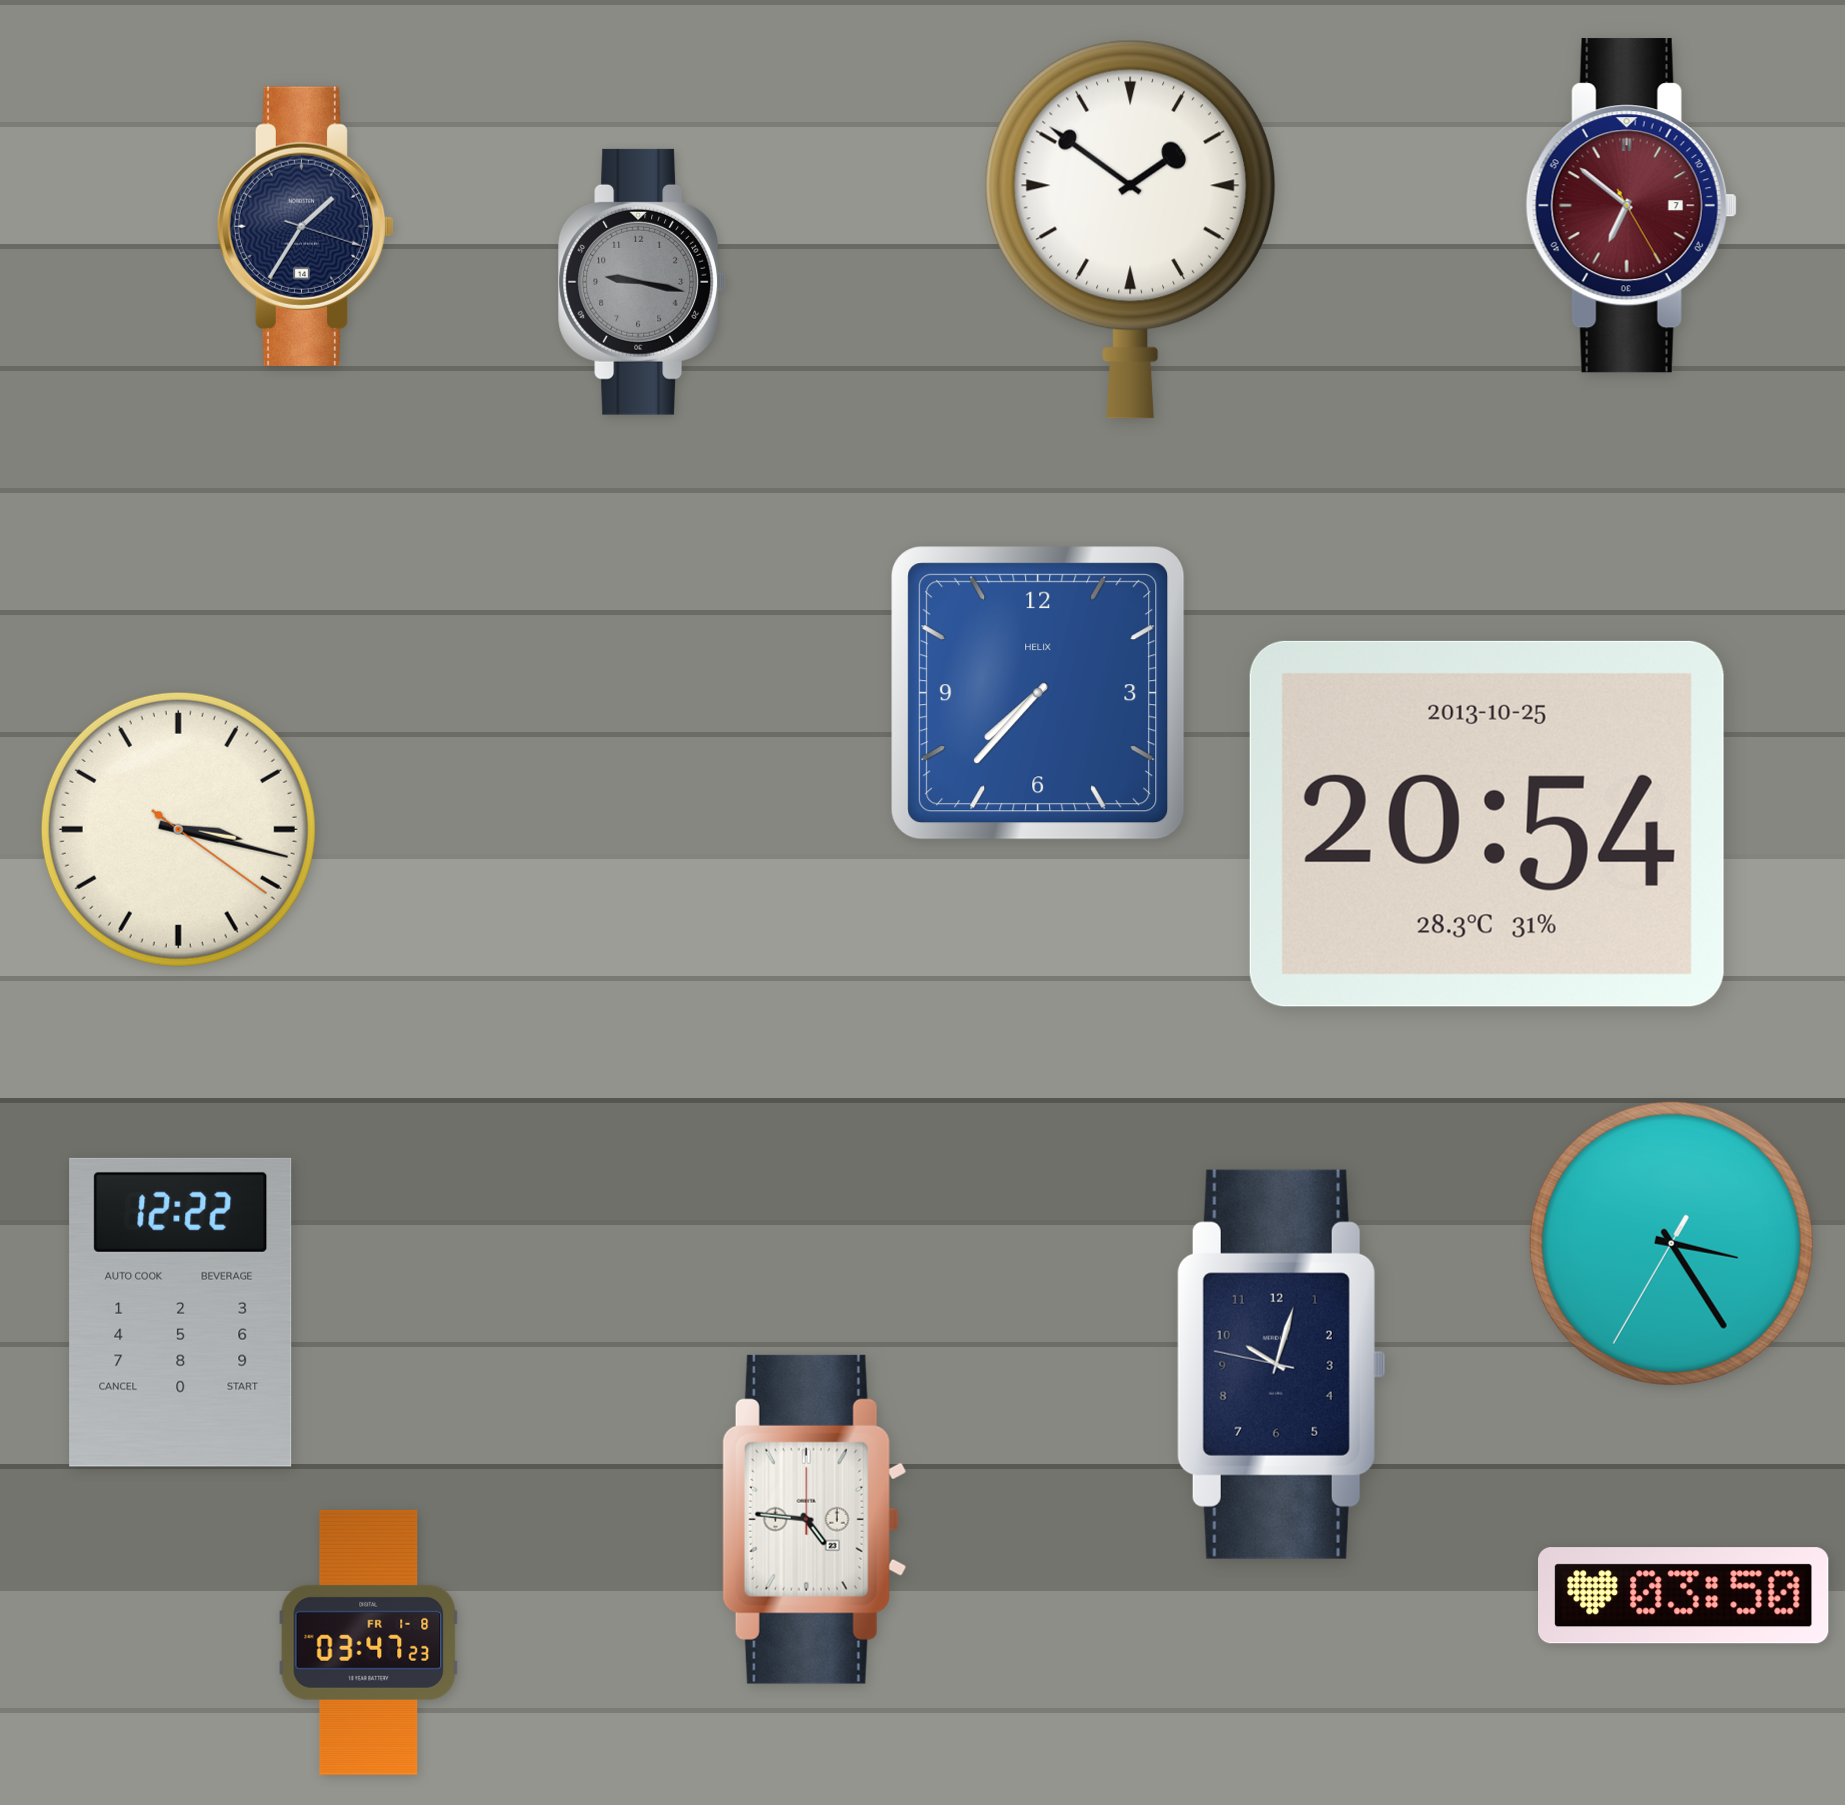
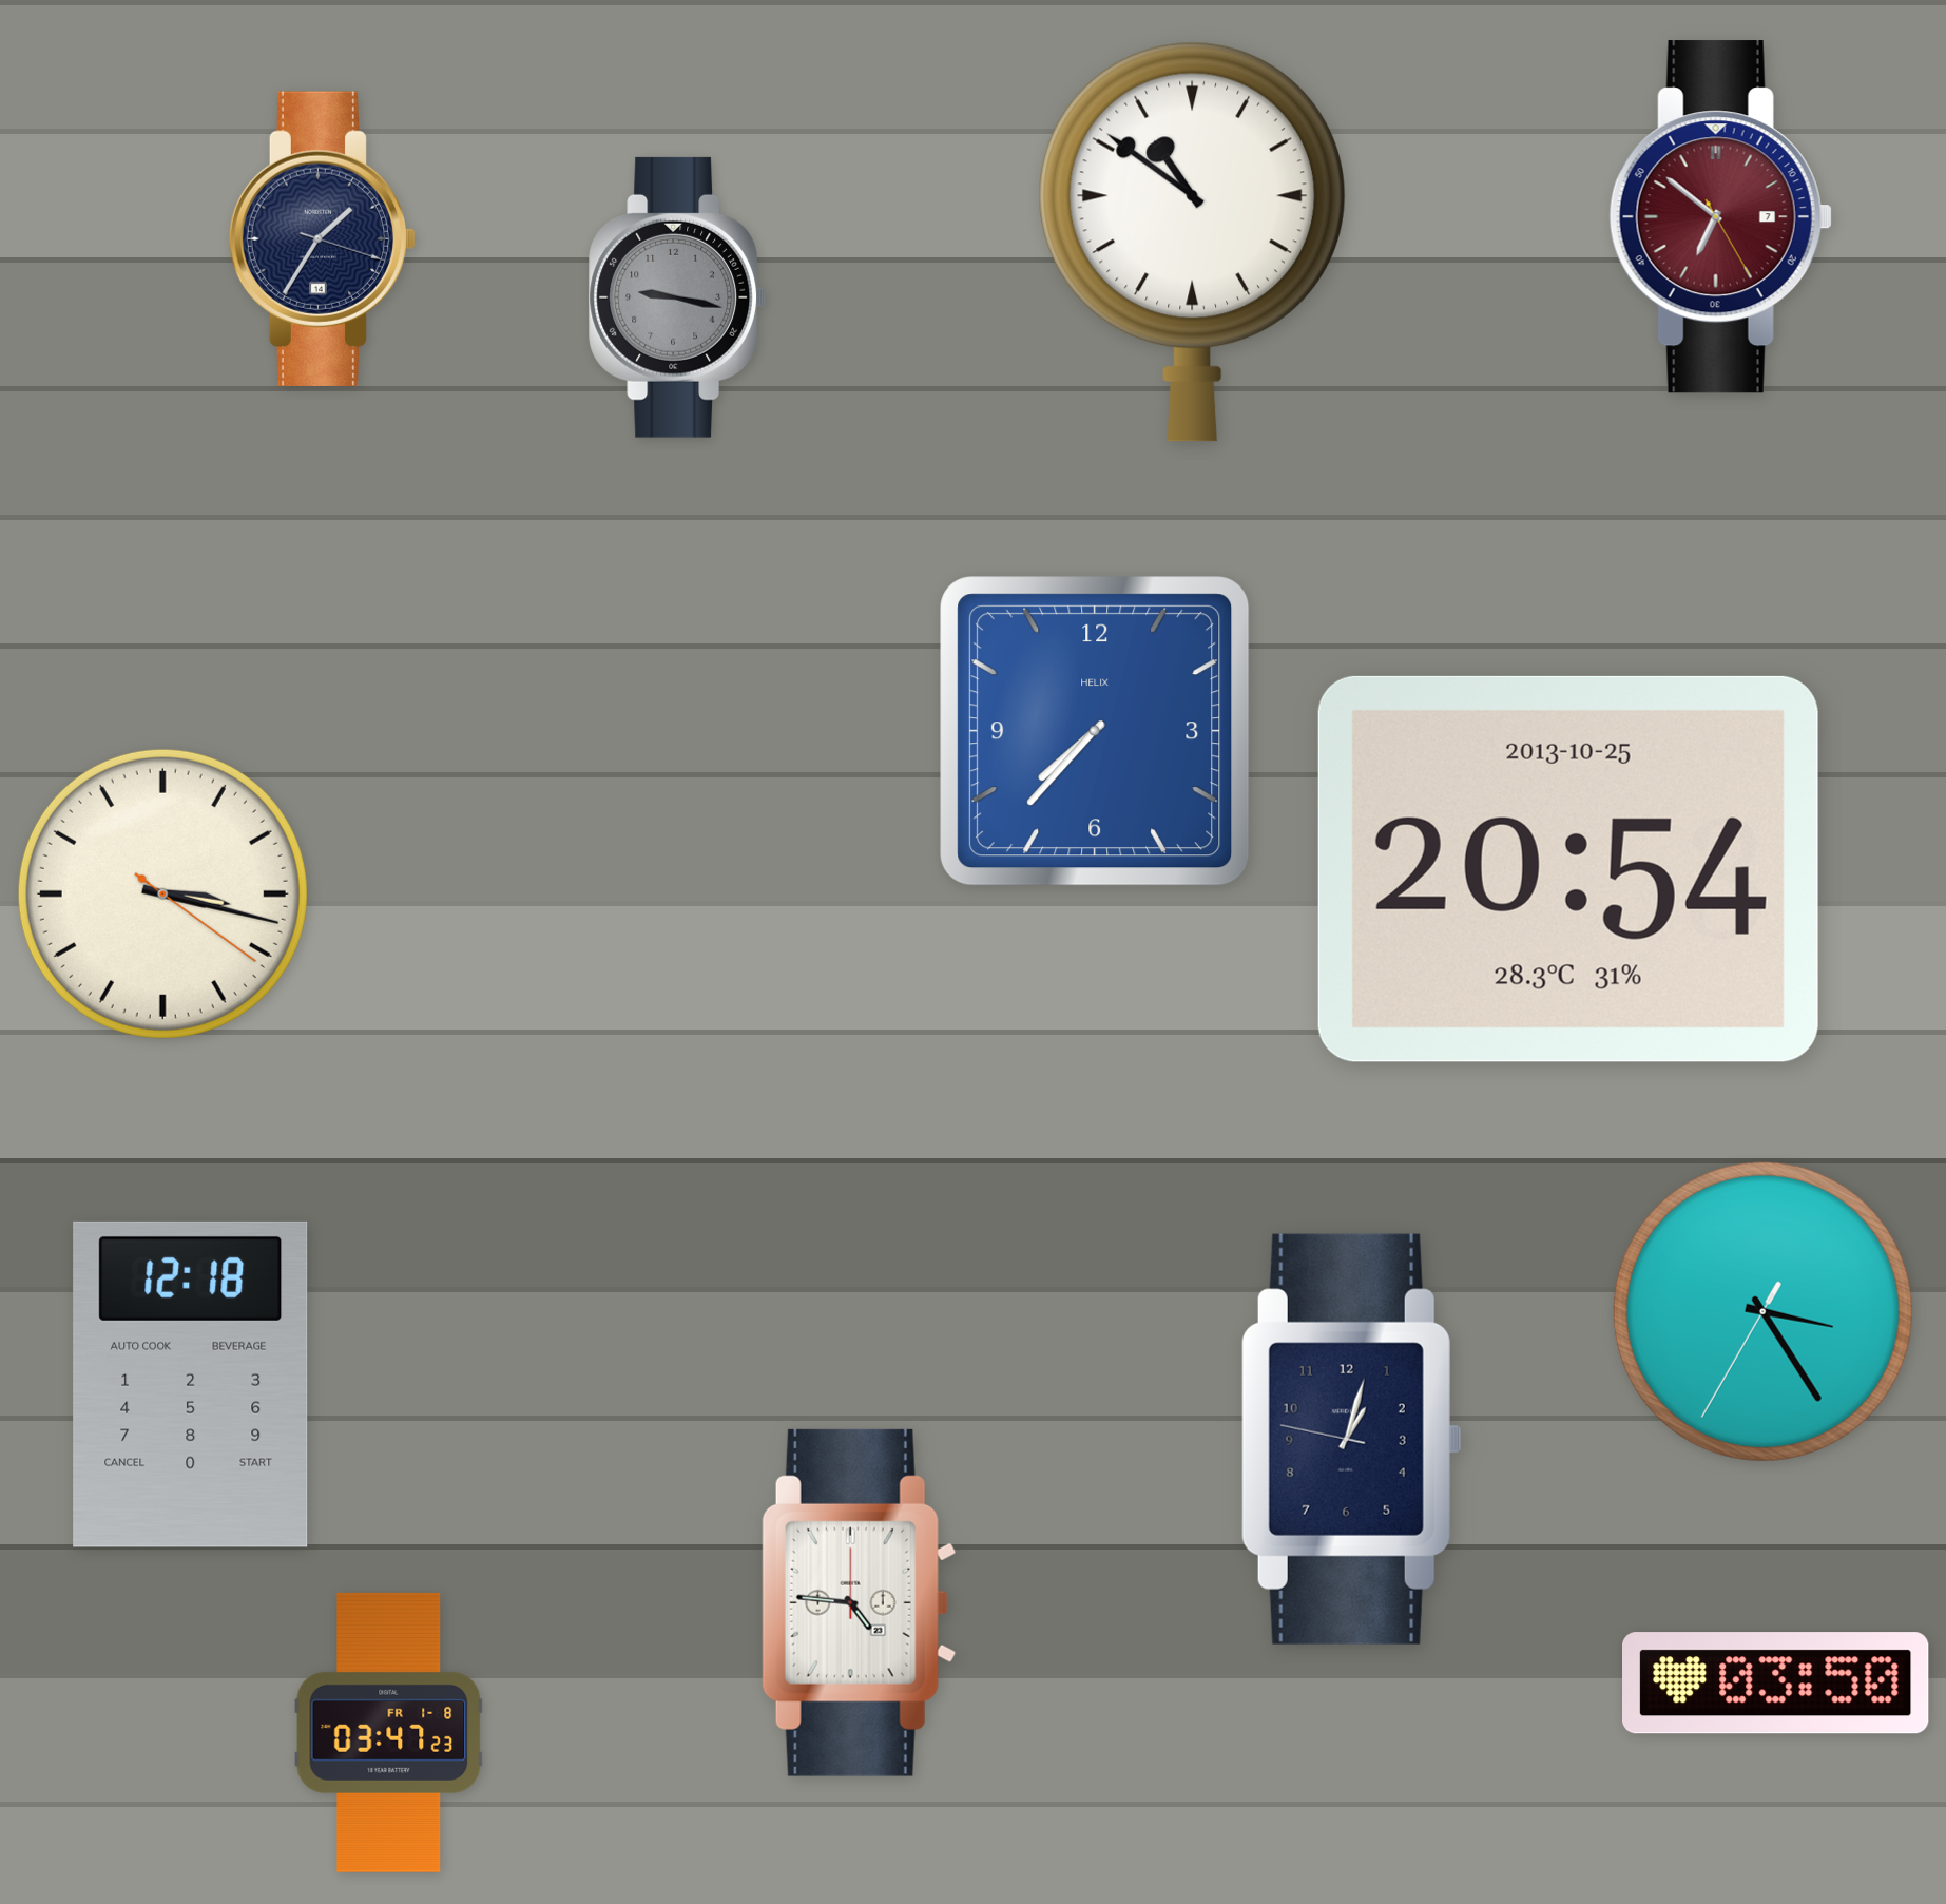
clock at (1130, 229): 1:51 -> 10:51
clock at (178, 829) position: (178, 829) -> (162, 893)
clock at (181, 1312): 12:22 -> 12:18
clock at (1281, 1364): 10:02 -> 1:02
